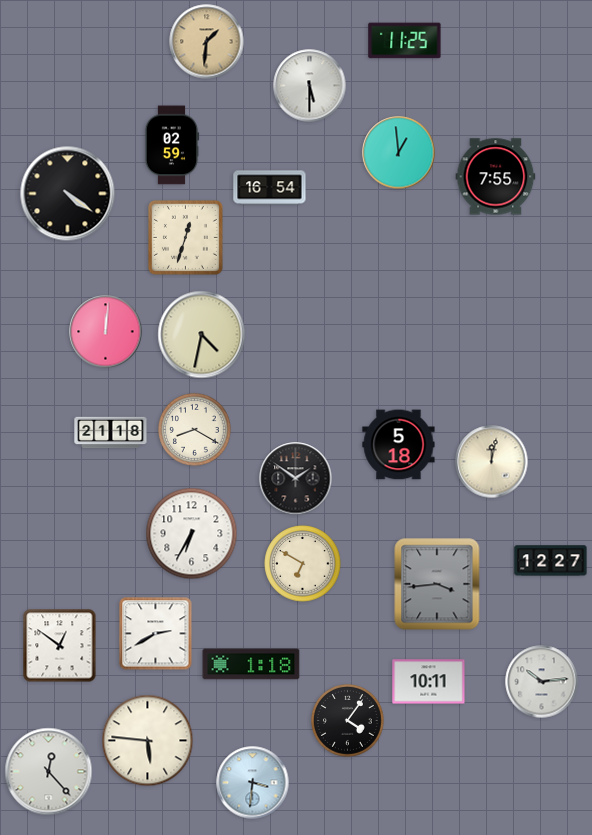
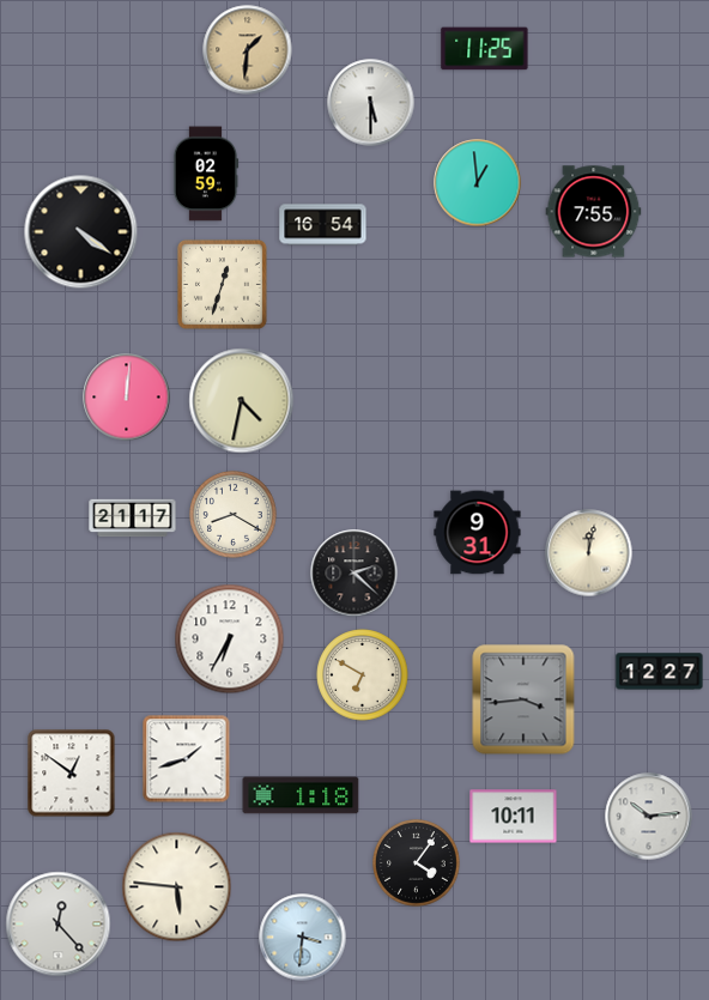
clock at (111, 433): 21:18 -> 21:17
clock at (399, 445): 5:18 -> 9:31
clock at (296, 479): 1:51 -> 2:22
clock at (156, 634): 2:40 -> 1:42
